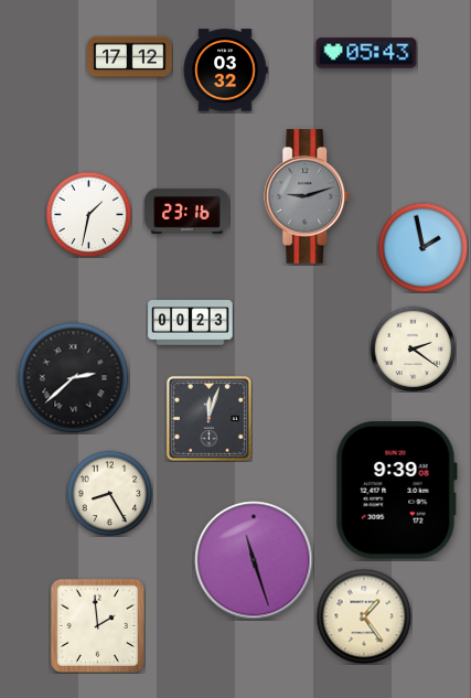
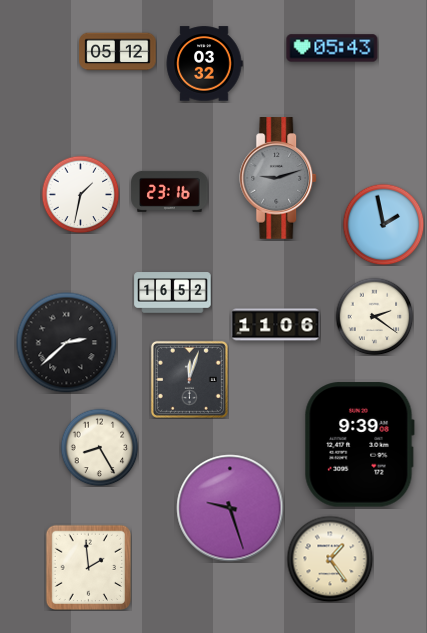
clock at (130, 57): 17:12 -> 05:12
clock at (191, 323): 00:23 -> 16:52
clock at (276, 325): none -> 11:06
clock at (254, 560): 11:27 -> 9:27
